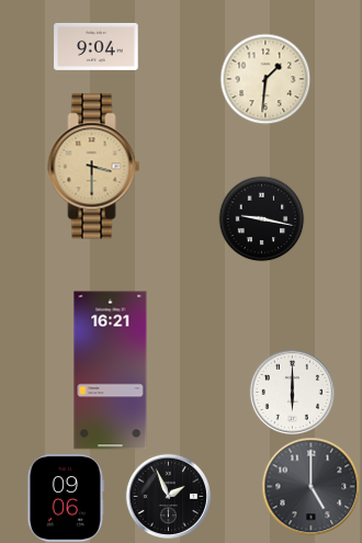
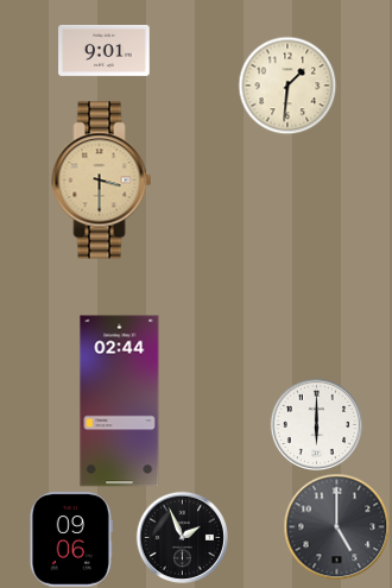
clock at (97, 46): 9:04 -> 9:01
clock at (261, 218): 9:17 -> none
clock at (111, 371): 16:21 -> 02:44
